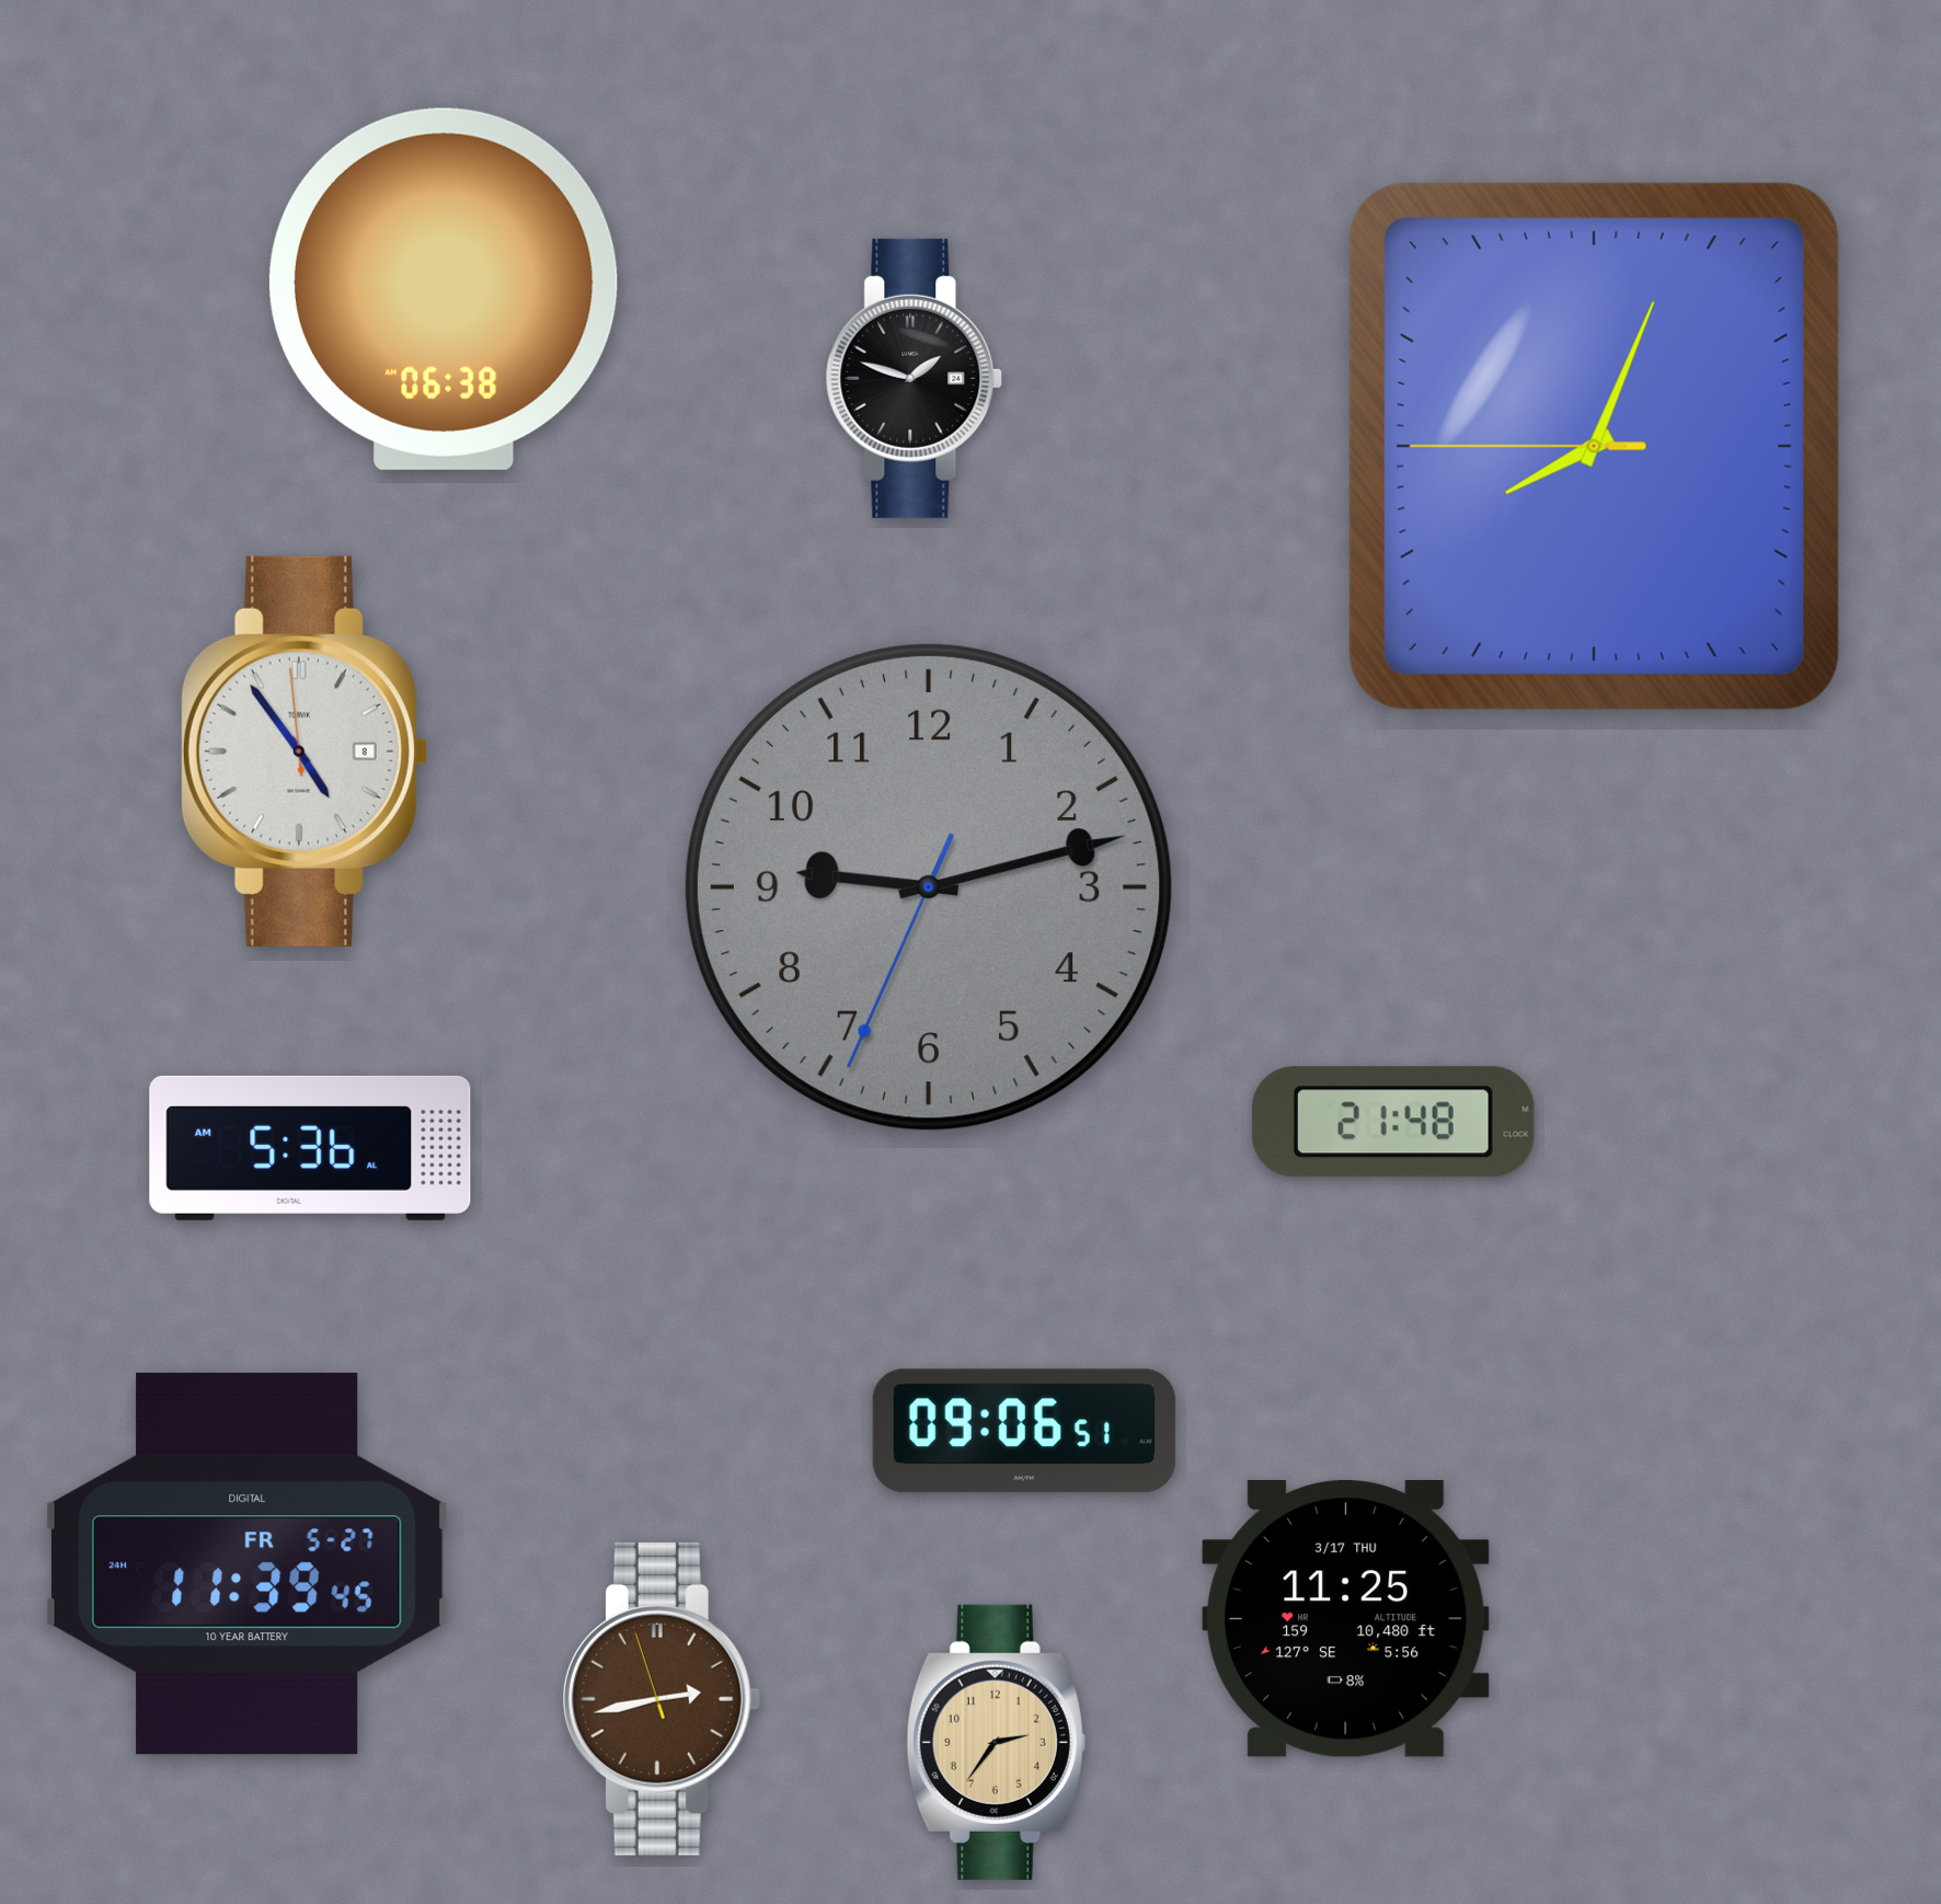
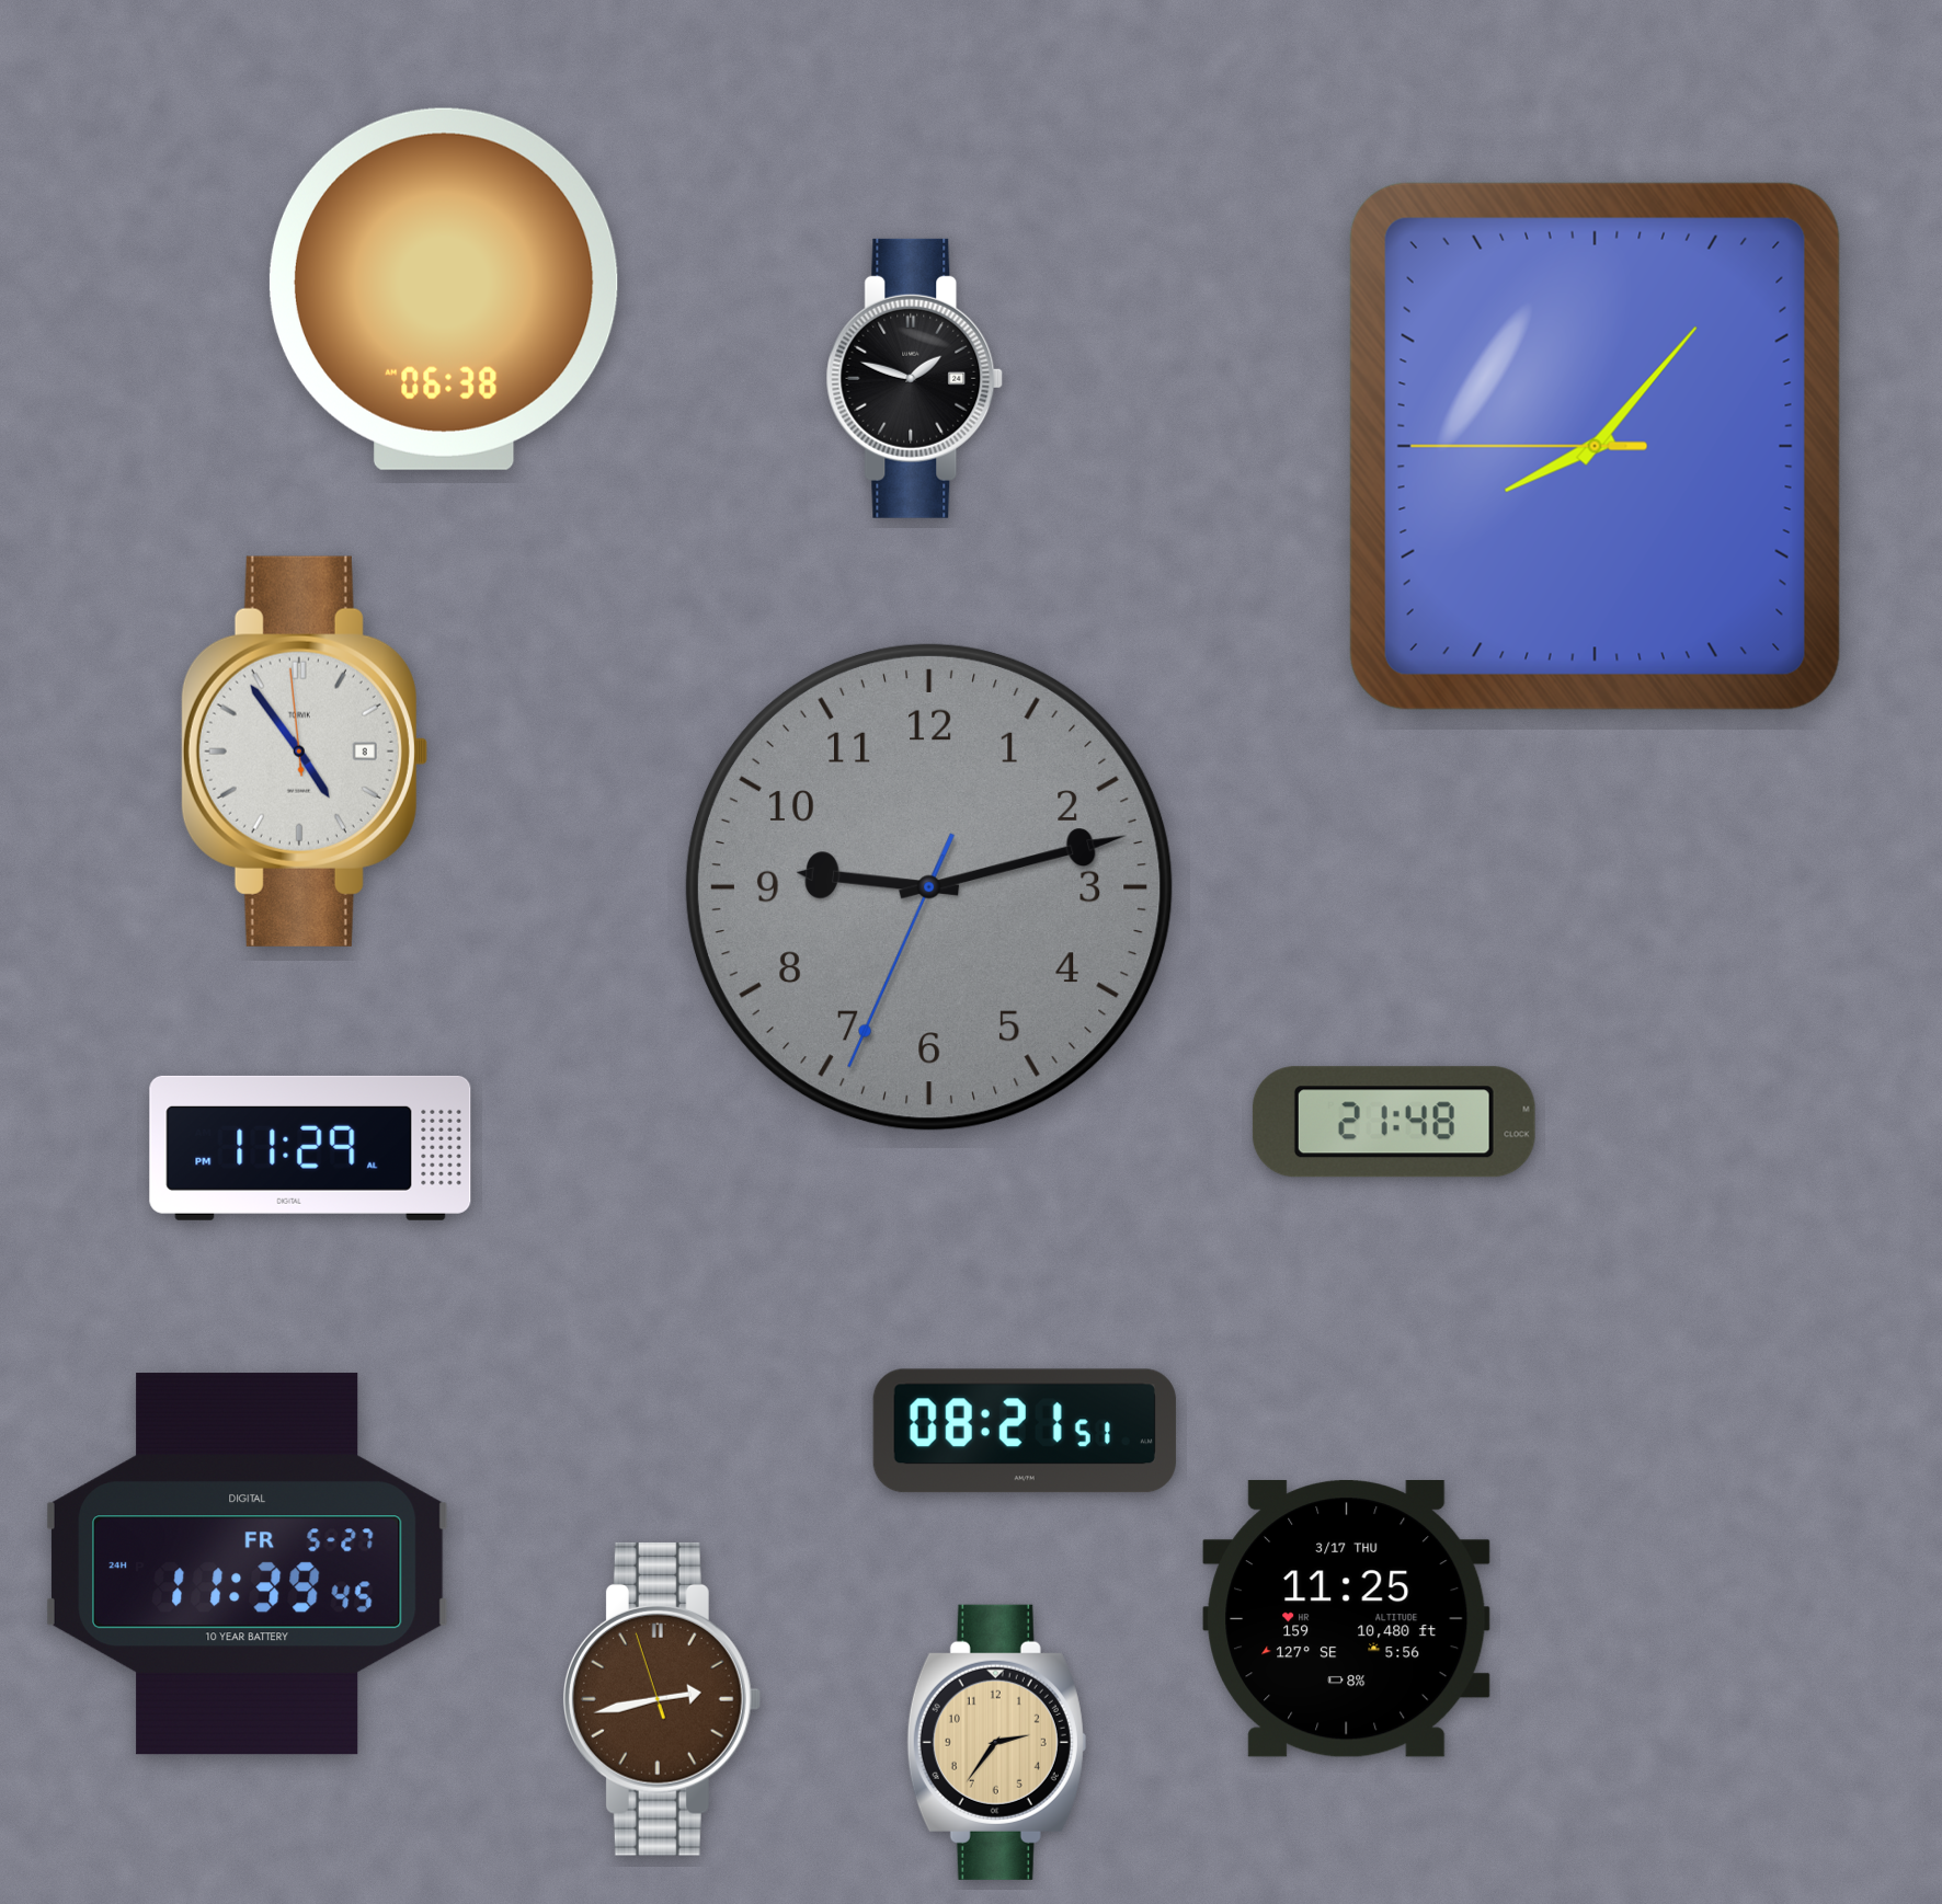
clock at (1594, 446): 8:03 -> 8:06
clock at (310, 1148): 5:36 -> 11:29
clock at (1024, 1431): 09:06 -> 08:21
